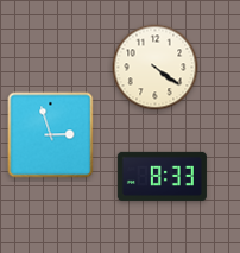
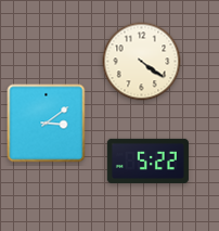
clock at (51, 135): 2:57 -> 3:09
clock at (162, 176): 8:33 -> 5:22
